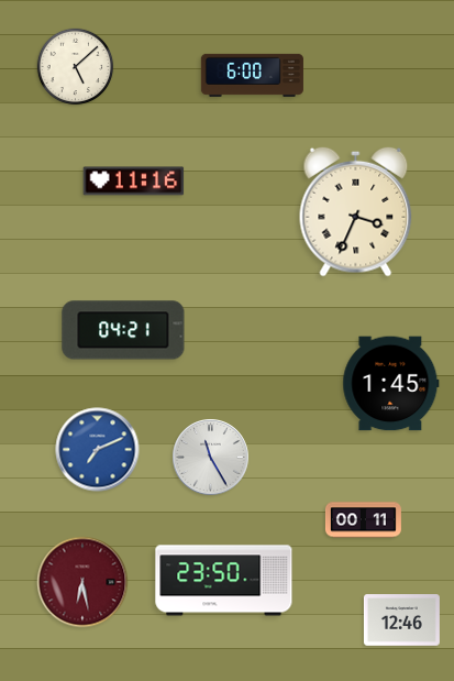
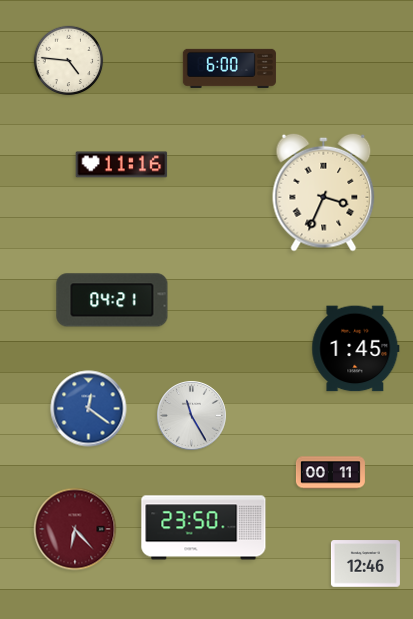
clock at (76, 67): 5:08 -> 4:46
clock at (98, 450): 7:11 -> 12:21
clock at (82, 582): 6:28 -> 6:23
